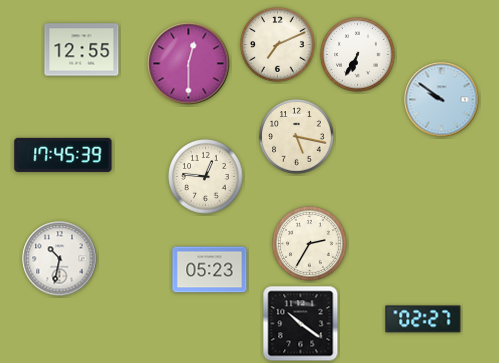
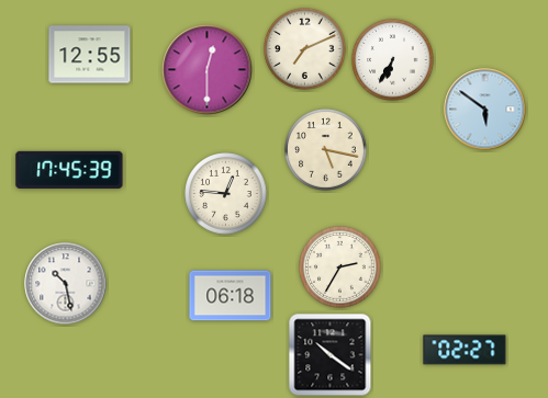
clock at (442, 100): 9:51 -> 5:51
clock at (60, 259): 10:32 -> 10:28
clock at (210, 270): 05:23 -> 06:18
